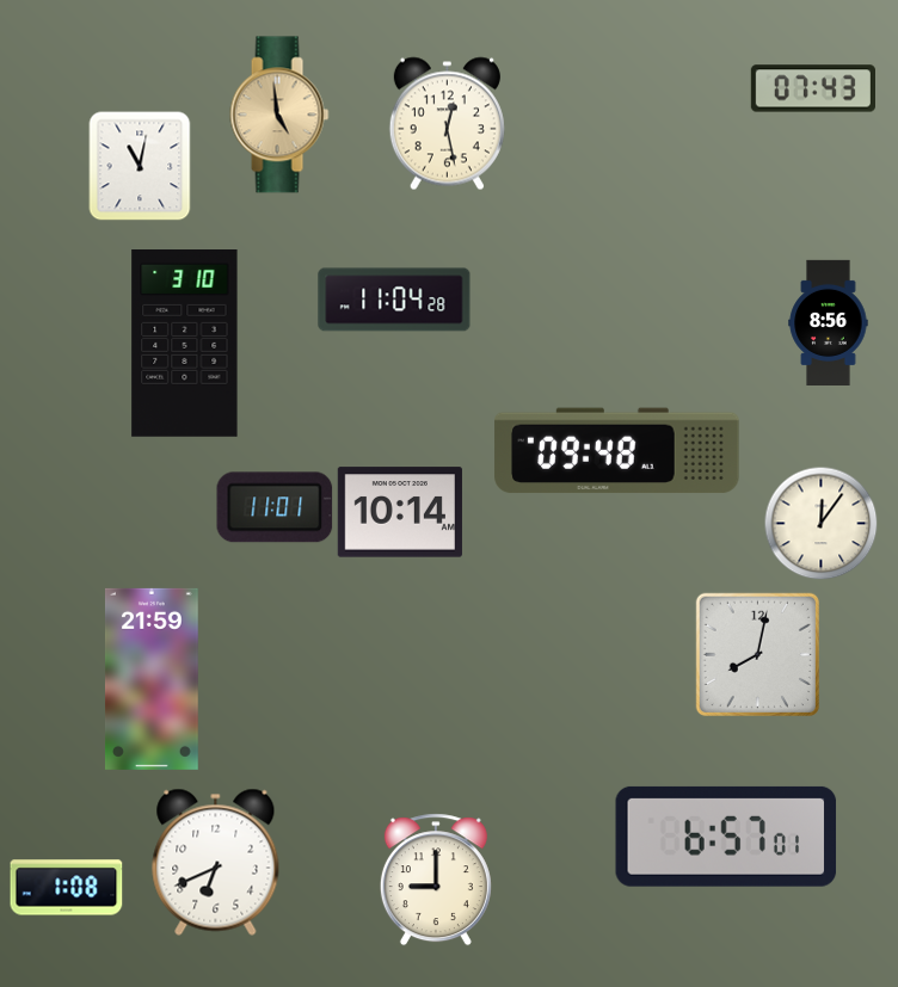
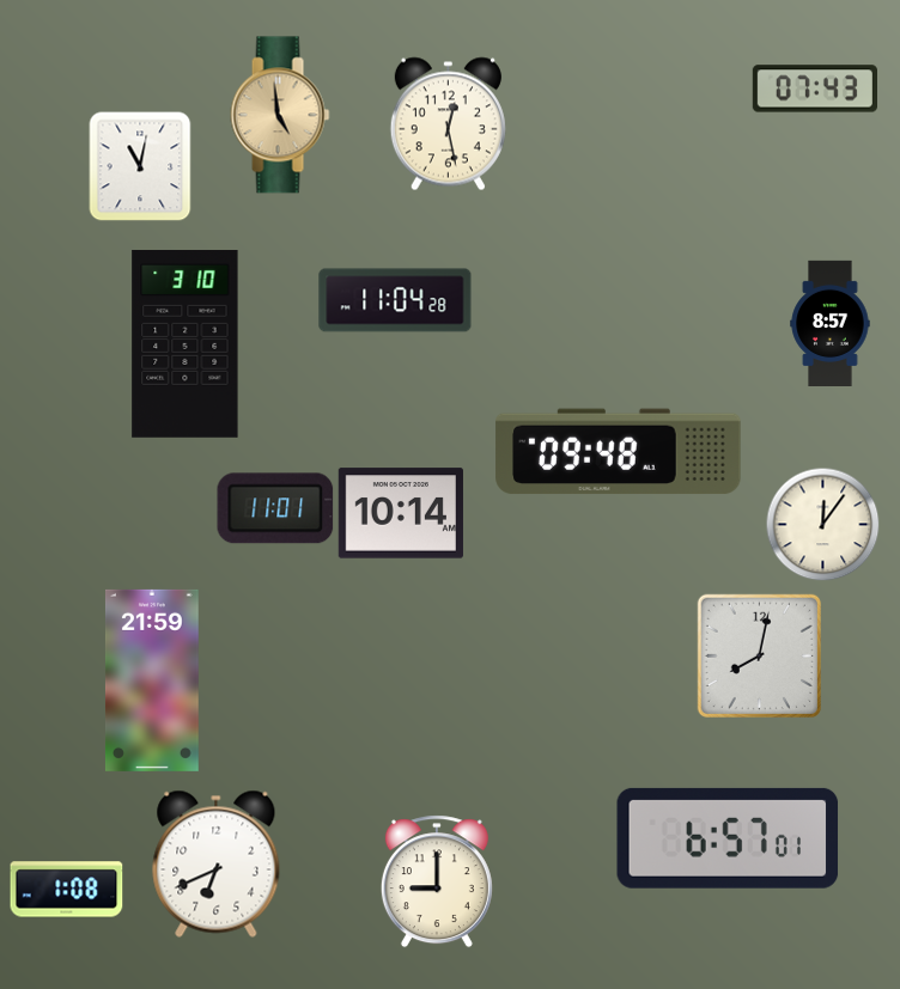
clock at (829, 322): 8:56 -> 8:57
